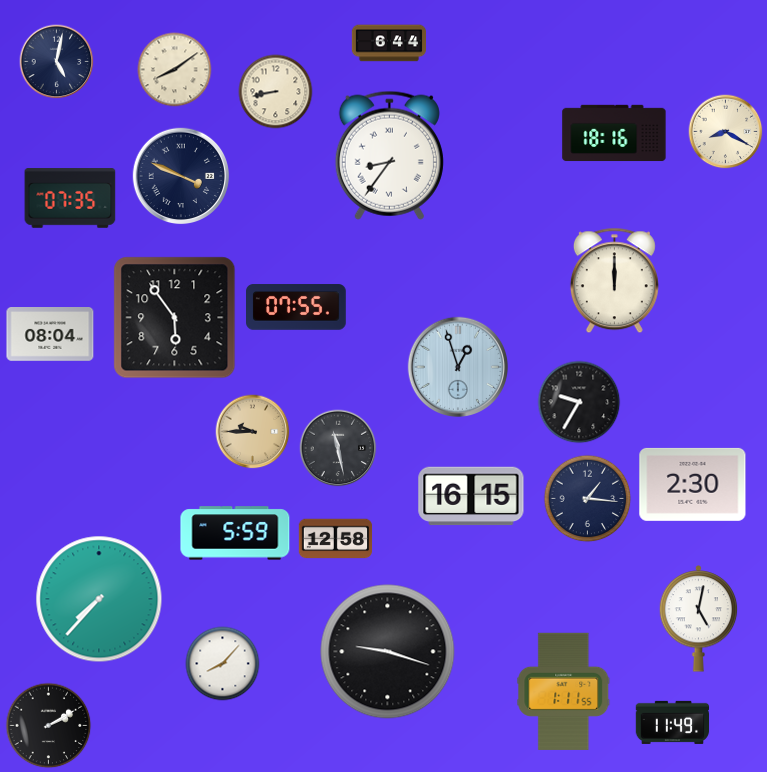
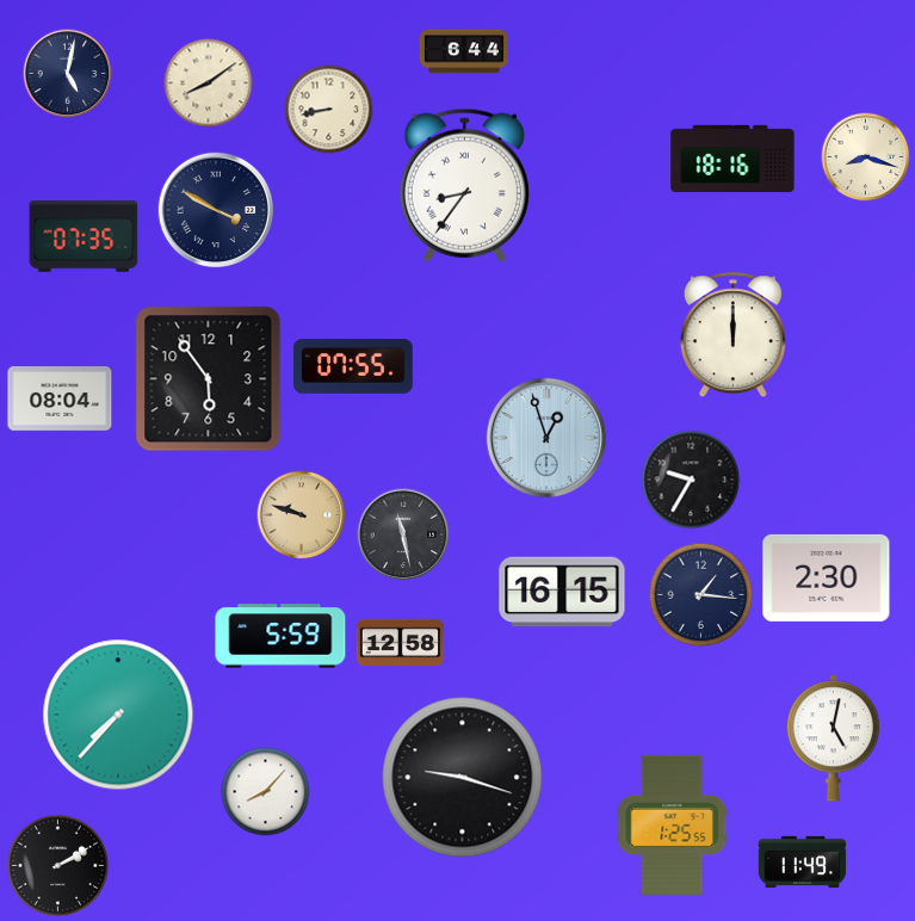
clock at (726, 132): 8:20 -> 8:18
clock at (181, 176): 3:49 -> 3:50
clock at (253, 432): 9:45 -> 9:48
clock at (564, 691): 1:11 -> 1:25
